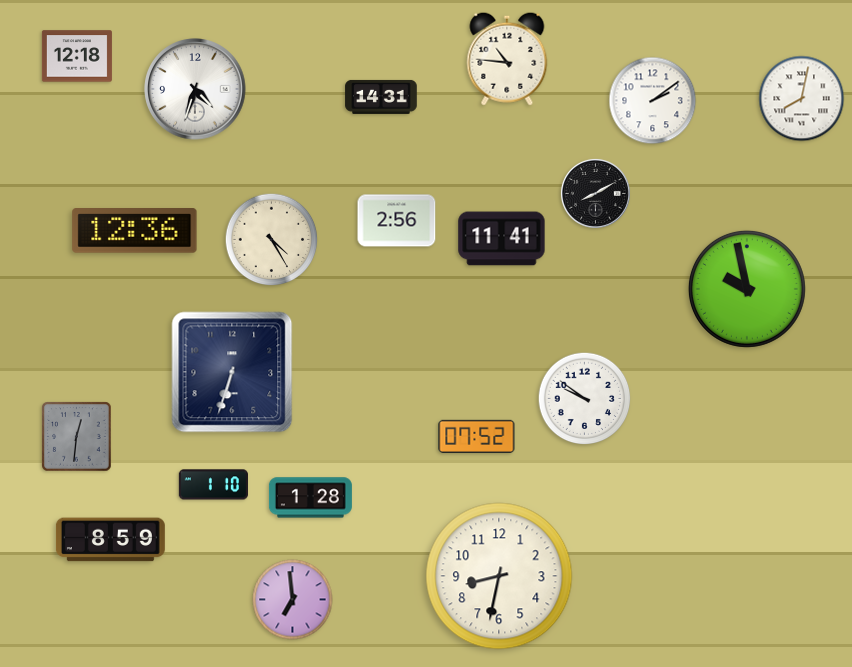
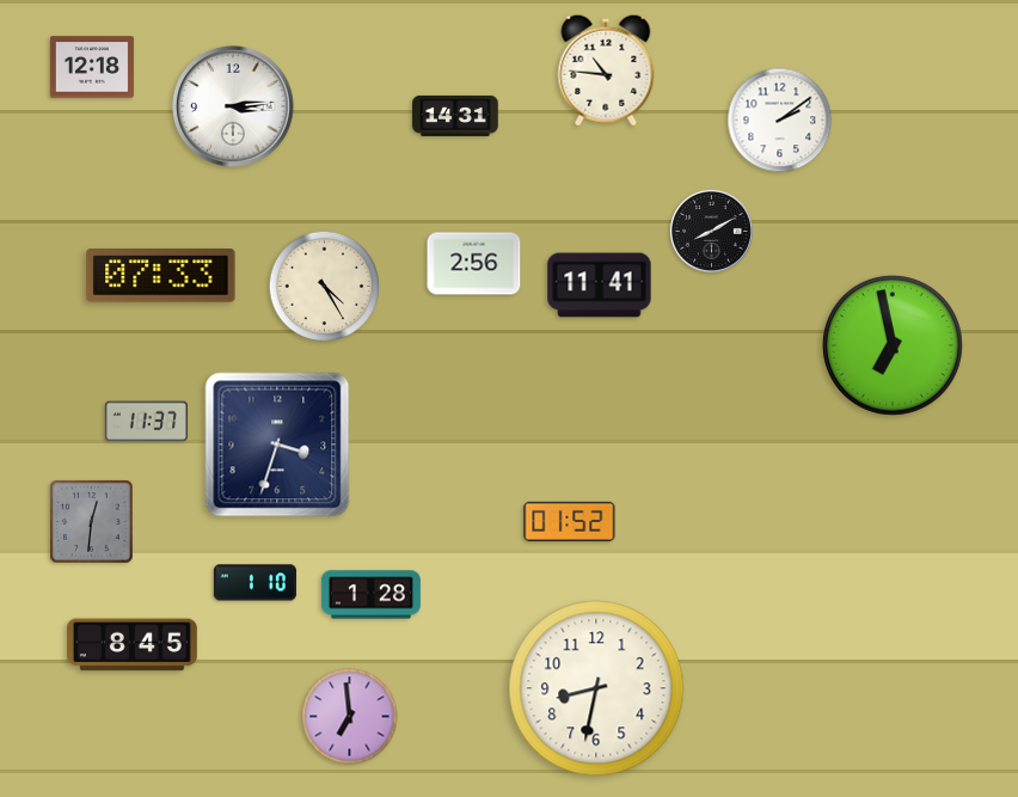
clock at (195, 89): 4:33 -> 3:14
clock at (802, 99): 8:02 -> none
clock at (135, 231): 12:36 -> 07:33
clock at (747, 289): 9:58 -> 6:58
clock at (146, 422): none -> 11:37
clock at (232, 372): 6:33 -> 3:33
clock at (585, 399): 9:51 -> none
clock at (477, 436): 07:52 -> 01:52
clock at (213, 485) position: (213, 485) -> (254, 583)
clock at (110, 540): 8:59 -> 8:45
